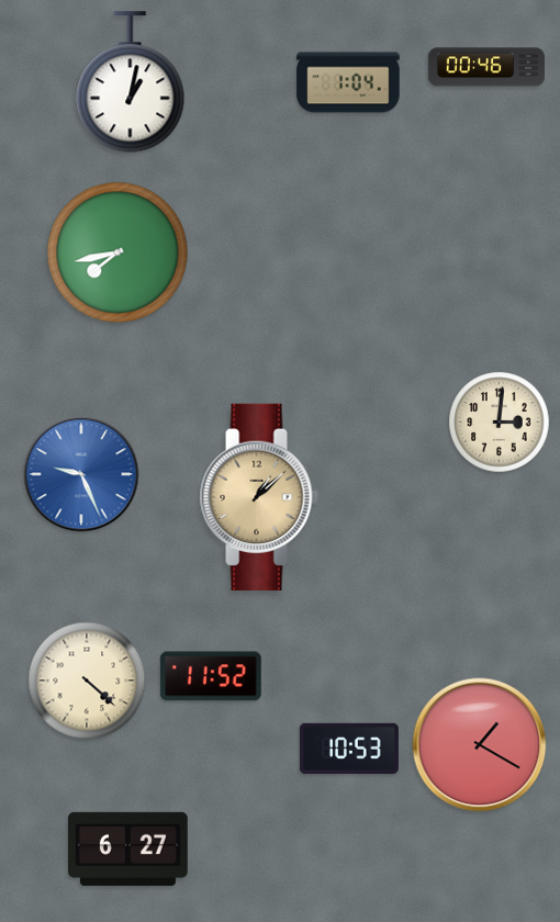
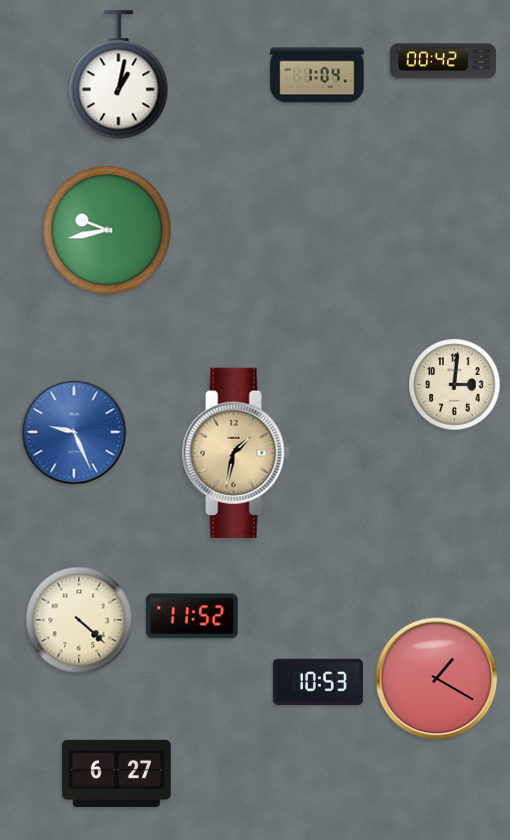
clock at (486, 67): 00:46 -> 00:42
clock at (117, 252): 7:43 -> 9:43
clock at (259, 497): 1:08 -> 1:32
